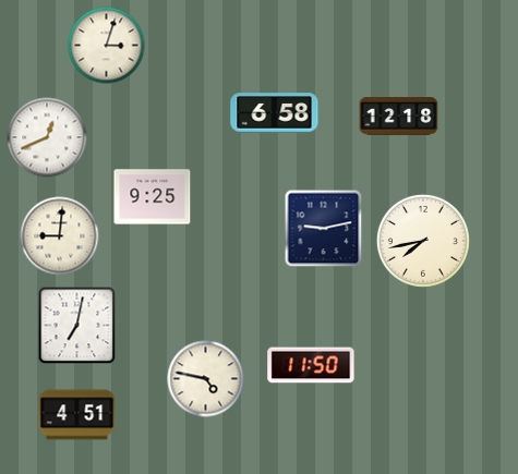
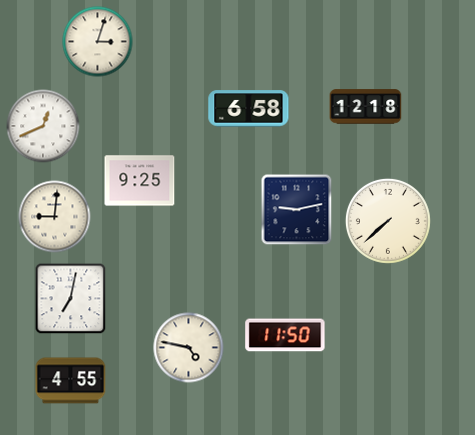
clock at (275, 113) position: (275, 113) -> (249, 109)
clock at (423, 241): 7:43 -> 7:38
clock at (77, 415): 4:51 -> 4:55
